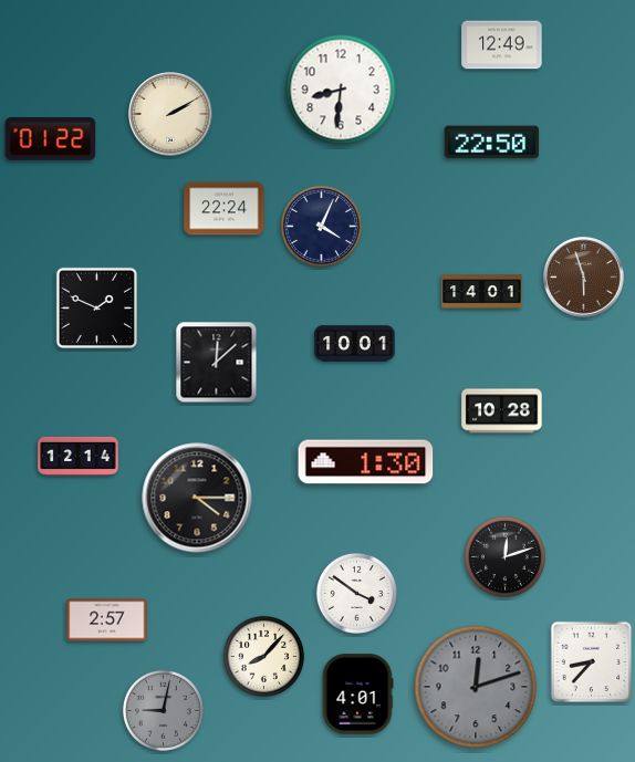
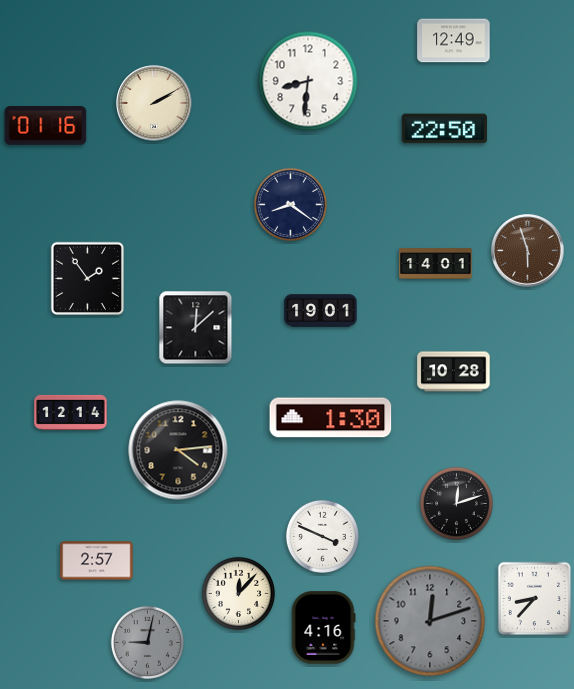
clock at (51, 139): 01:22 -> 01:16
clock at (225, 209): 22:24 -> none
clock at (321, 226): 4:04 -> 8:21
clock at (96, 307): 1:49 -> 1:54
clock at (355, 344): 10:01 -> 19:01
clock at (197, 498): 4:15 -> 4:14
clock at (356, 593): 3:51 -> 3:49
clock at (263, 656): 8:07 -> 12:07
clock at (357, 695): 4:01 -> 4:16
